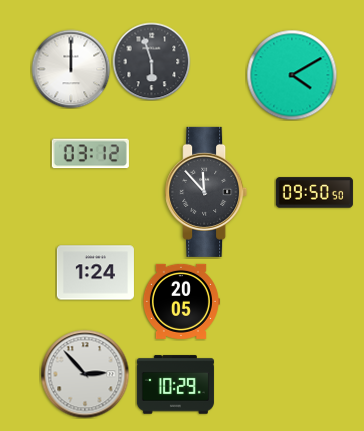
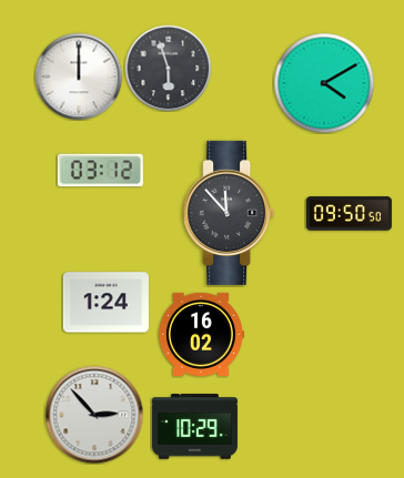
clock at (181, 301): 20:05 -> 16:02
